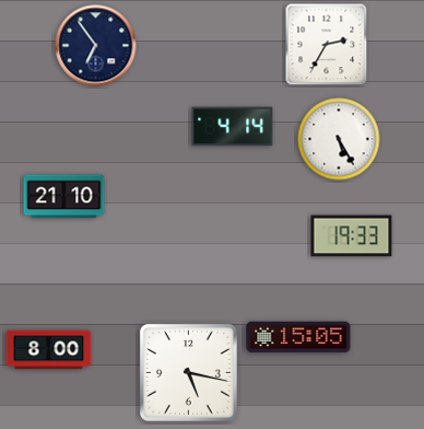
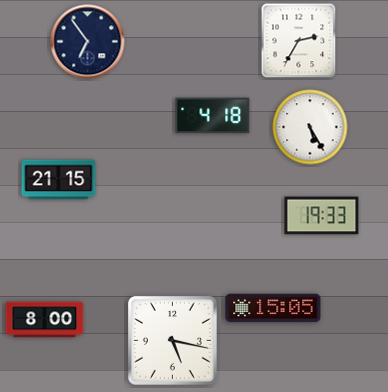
clock at (233, 127): 4:14 -> 4:18
clock at (64, 197): 21:10 -> 21:15
